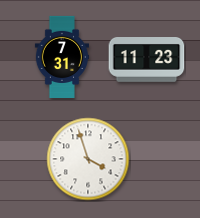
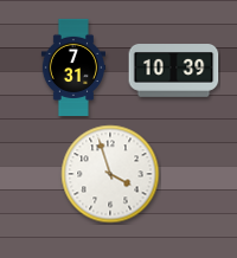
clock at (147, 60): 11:23 -> 10:39
clock at (88, 159) position: (88, 159) -> (110, 174)
